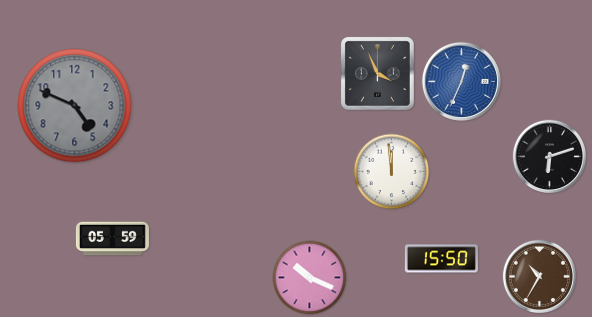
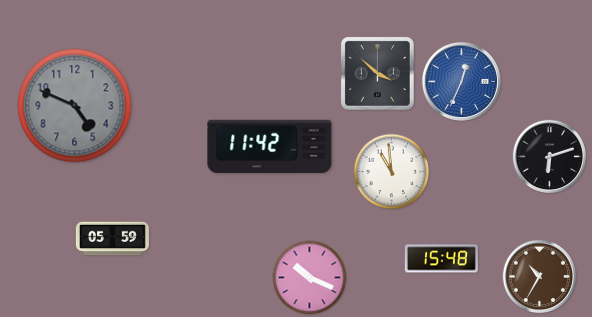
clock at (377, 73): 3:56 -> 3:52
clock at (270, 146): none -> 11:42
clock at (392, 172): 11:59 -> 10:59
clock at (441, 259): 15:50 -> 15:48
